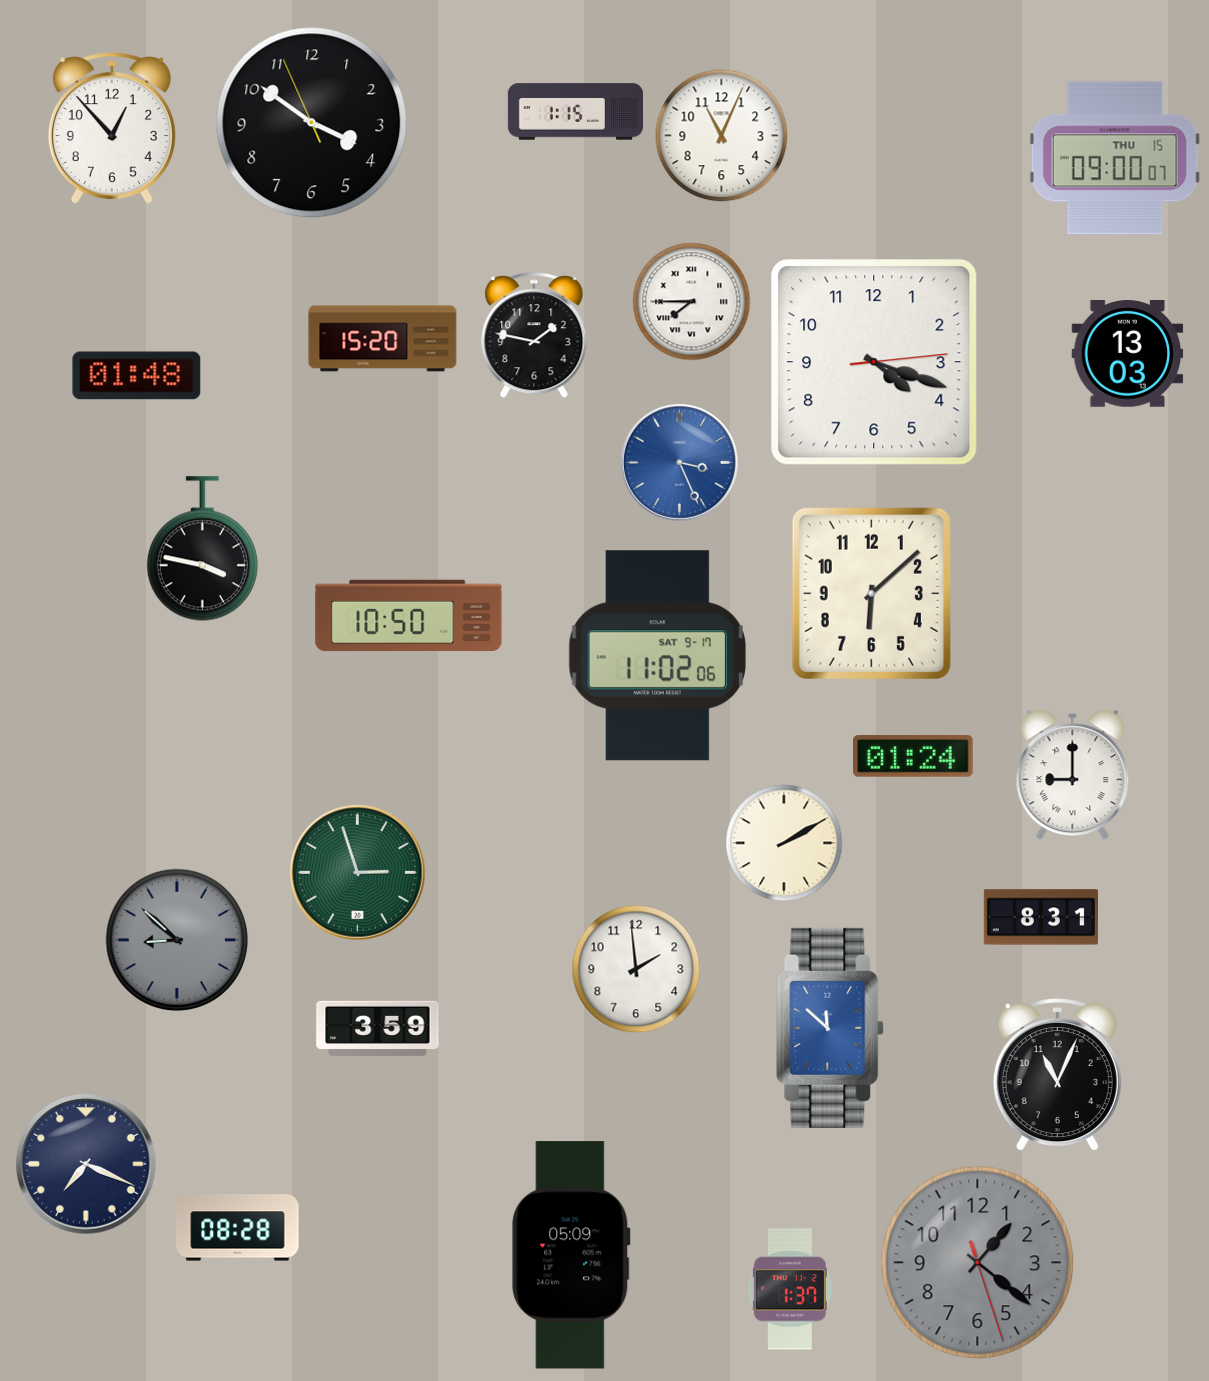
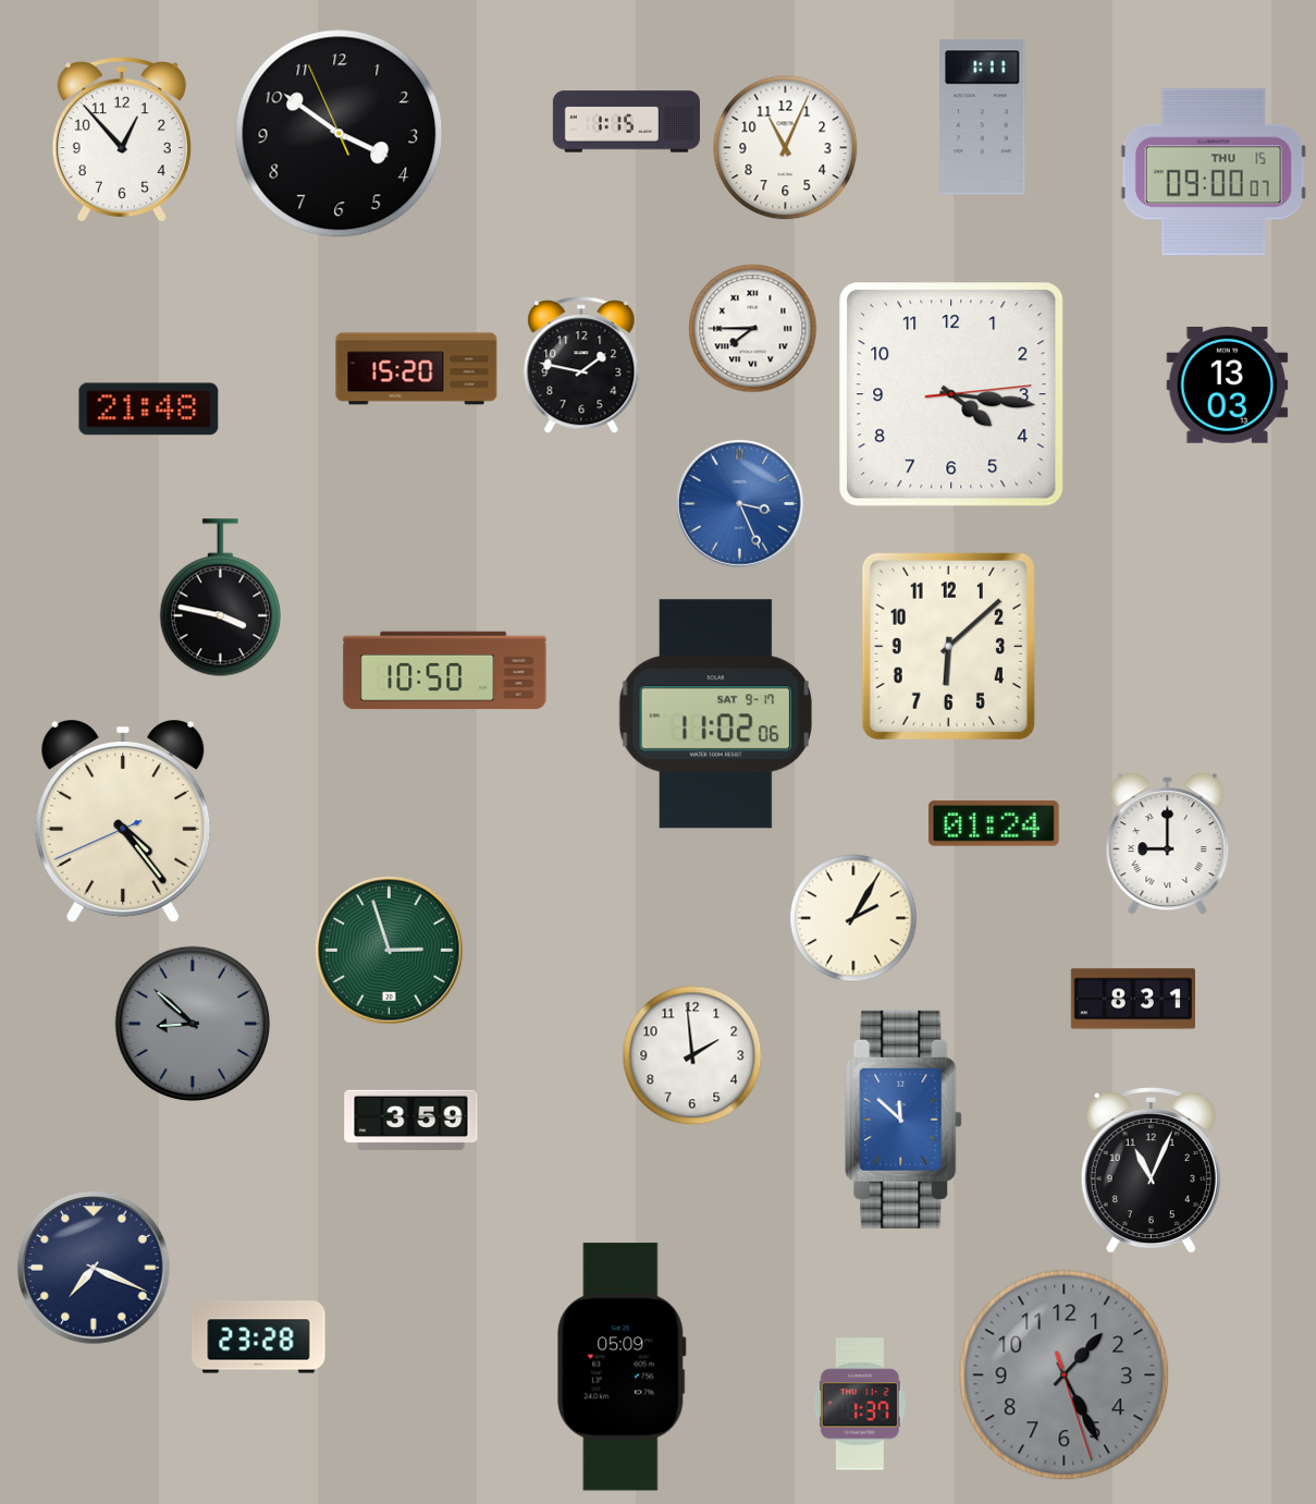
clock at (983, 118): none -> 1:11
clock at (874, 362): 4:18 -> 4:16
clock at (137, 376): 01:48 -> 21:48
clock at (123, 822): none -> 4:23
clock at (784, 843): 2:10 -> 2:05
clock at (238, 1228): 08:28 -> 23:28
clock at (978, 1263): 1:21 -> 1:25
